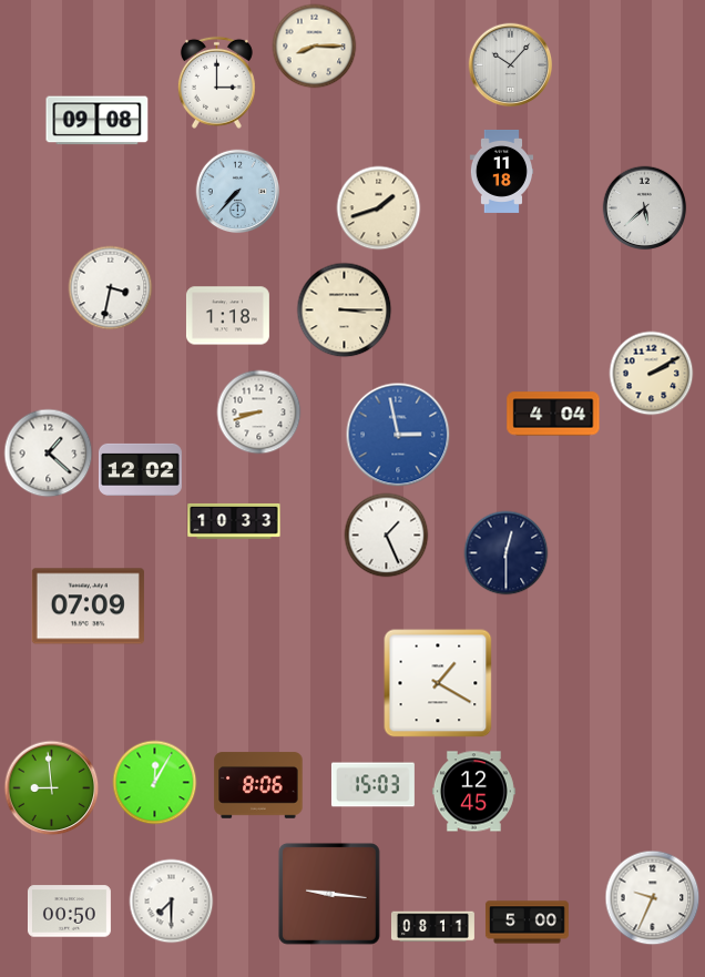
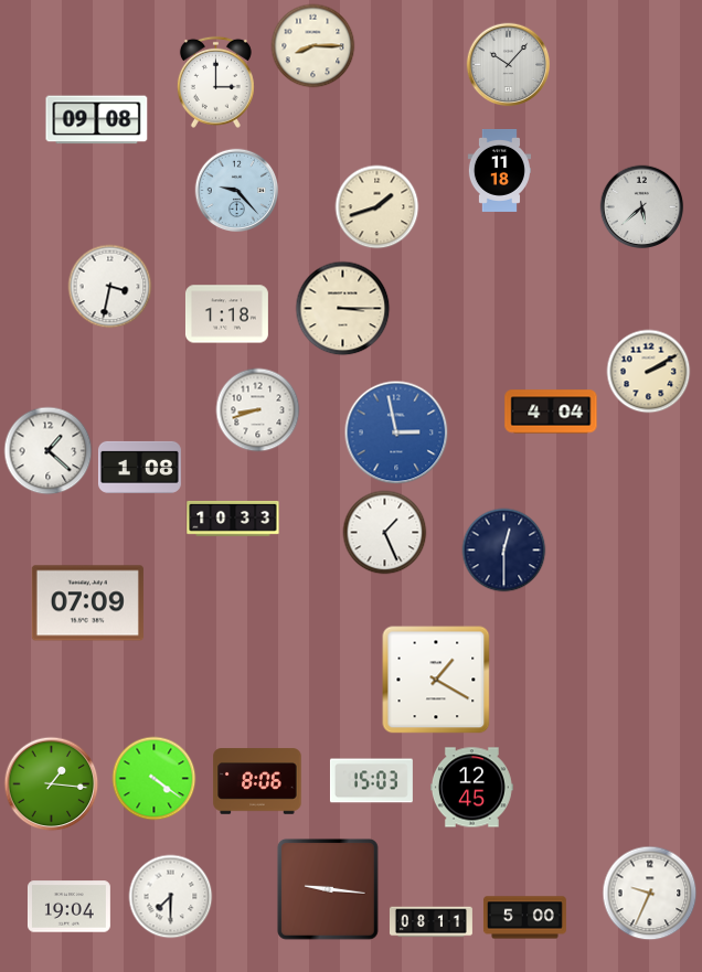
clock at (238, 192): 7:37 -> 9:23
clock at (140, 469): 12:02 -> 1:08
clock at (155, 783): 12:05 -> 4:21
clock at (52, 788): 8:59 -> 1:16
clock at (69, 912): 00:50 -> 19:04
